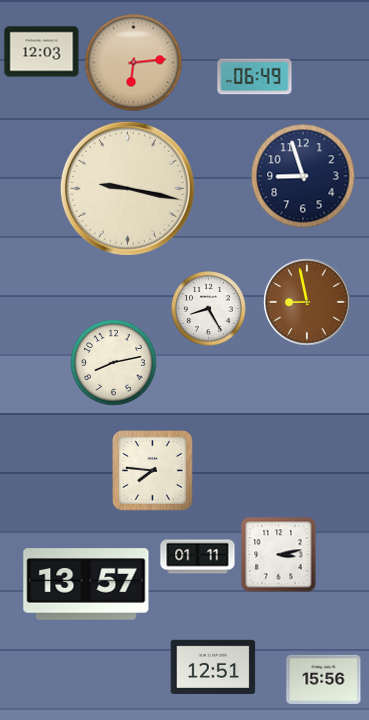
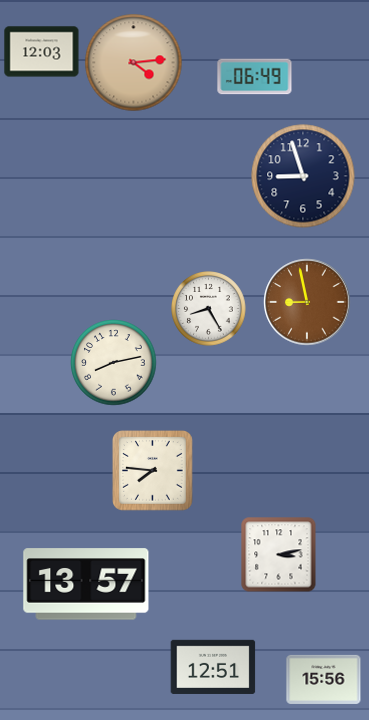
clock at (134, 63): 6:14 -> 4:14
clock at (127, 188): 9:17 -> none
clock at (198, 557): 01:11 -> none
